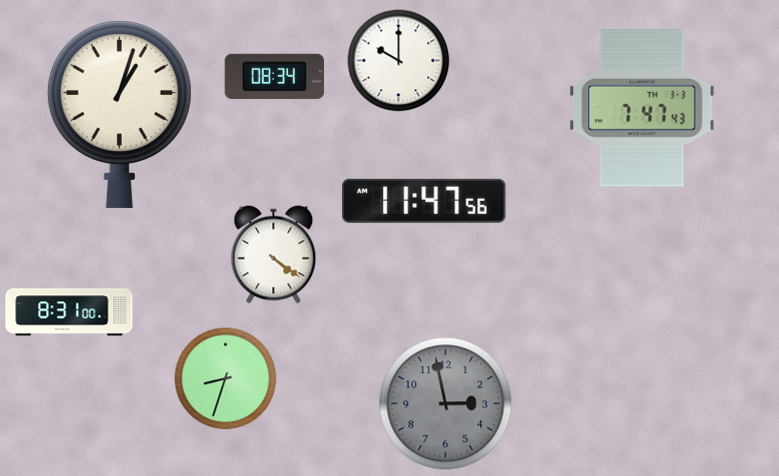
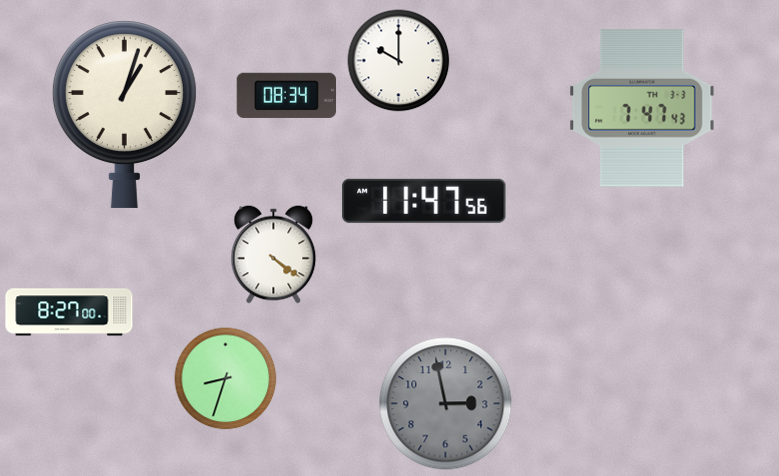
clock at (275, 76) position: (275, 76) -> (287, 95)
clock at (119, 114) position: (119, 114) -> (124, 114)
clock at (69, 312): 8:31 -> 8:27
